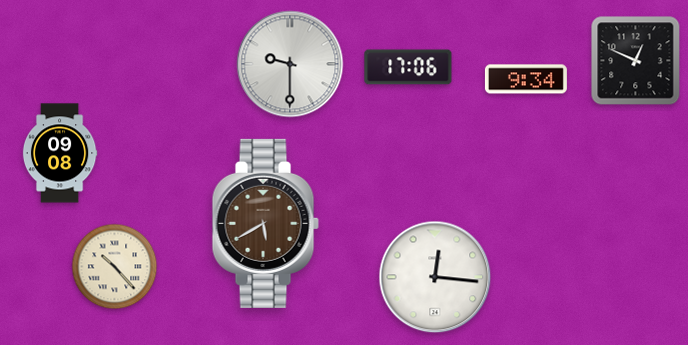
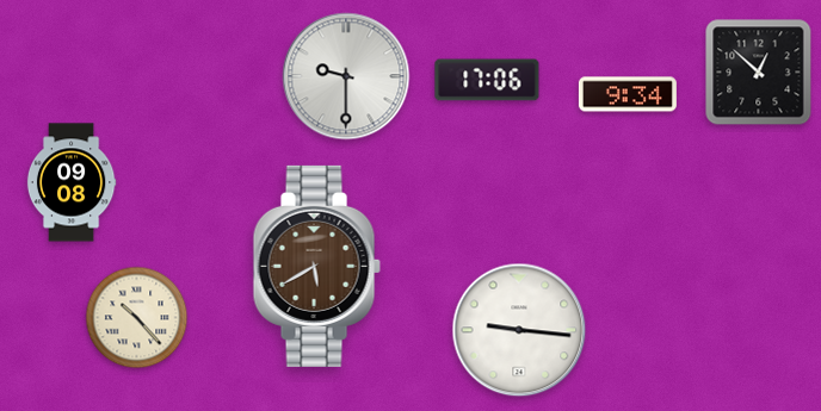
clock at (636, 61): 12:49 -> 12:52
clock at (435, 277): 12:16 -> 9:16
